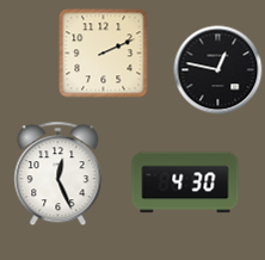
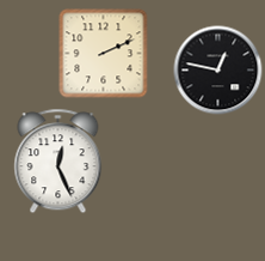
clock at (58, 174) position: (58, 174) -> (58, 162)
clock at (185, 182): 4:30 -> none
